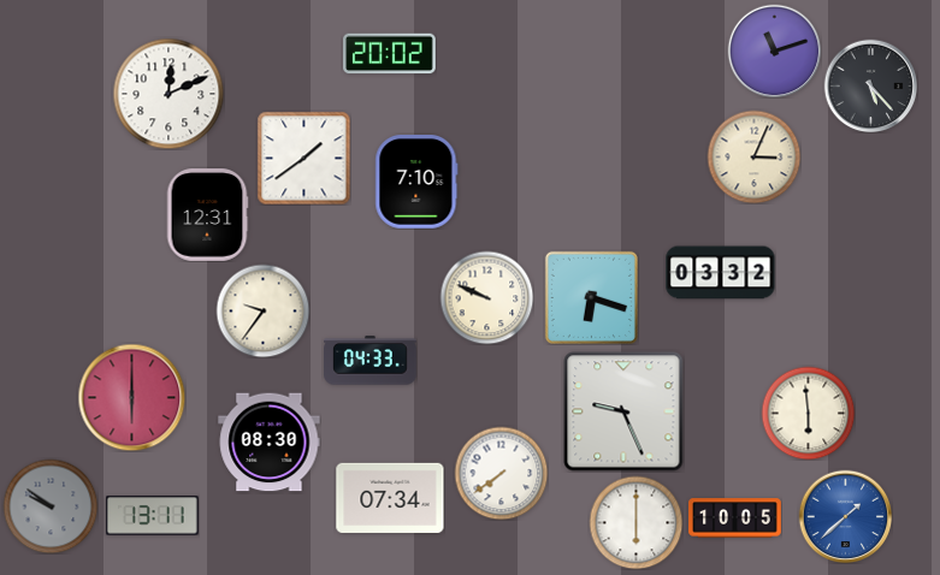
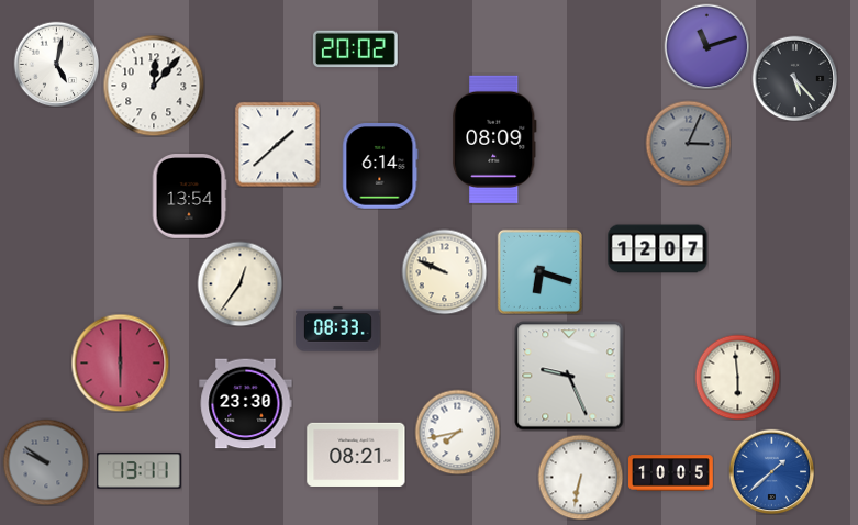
clock at (56, 64): none -> 5:02
clock at (169, 94): 12:11 -> 12:07
clock at (494, 139): none -> 08:09
clock at (753, 156) dial: cream -> grey
clock at (303, 158): 1:39 -> 1:38
clock at (416, 183): 7:10 -> 6:14
clock at (207, 215): 12:31 -> 13:54
clock at (721, 273): 03:32 -> 12:07
clock at (262, 310): 9:36 -> 12:36
clock at (371, 361): 04:33 -> 08:33
clock at (270, 443): 08:30 -> 23:30
clock at (501, 473): 7:39 -> 7:43
clock at (390, 498): 07:34 -> 08:21
clock at (635, 522): 6:00 -> 6:32
